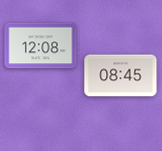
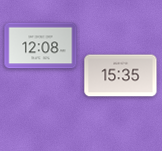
clock at (121, 76): 08:45 -> 15:35
